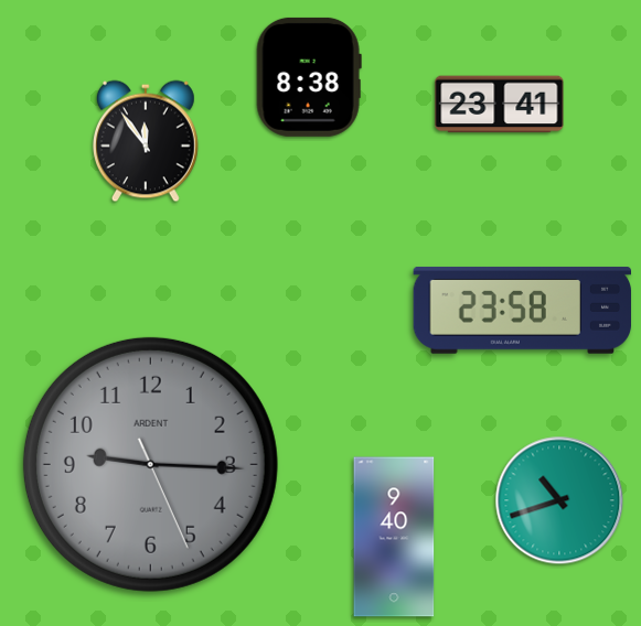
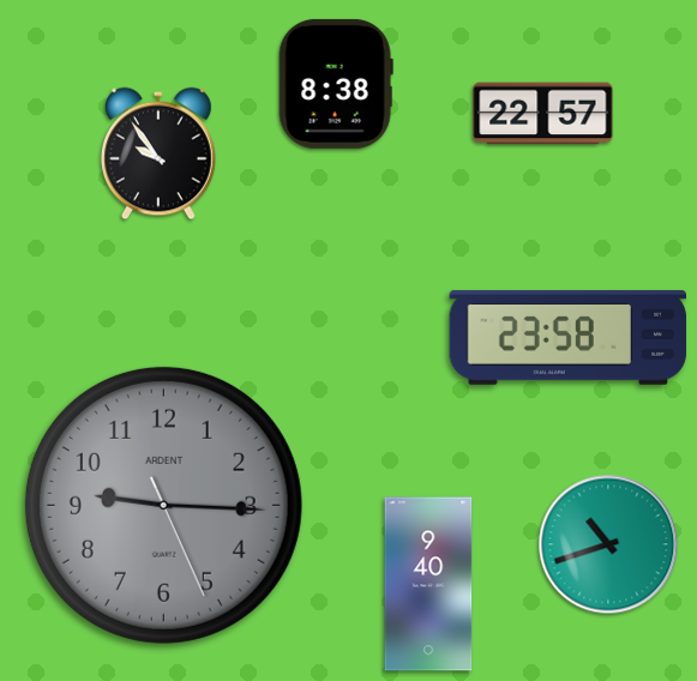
clock at (500, 105): 23:41 -> 22:57
clock at (146, 141): 11:54 -> 9:54
